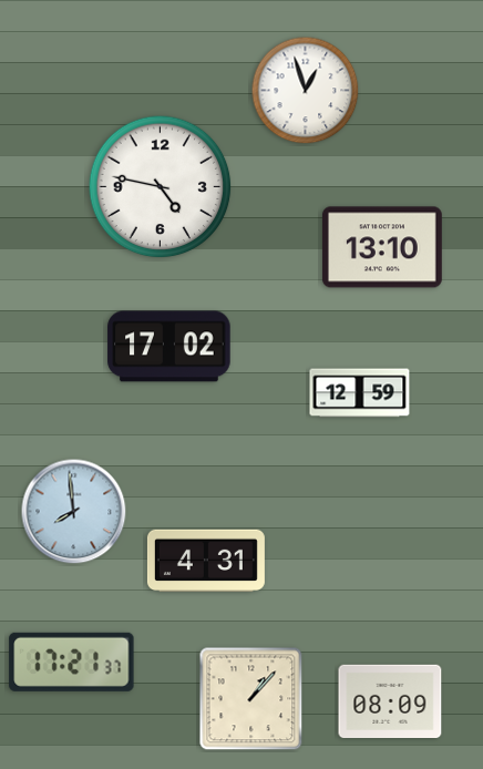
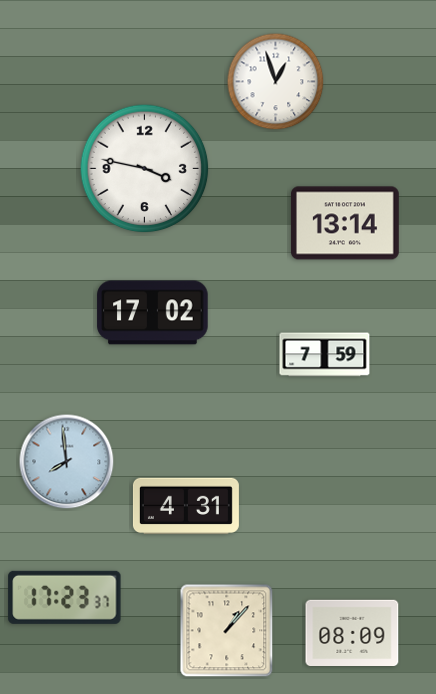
clock at (161, 187): 4:47 -> 3:47
clock at (382, 247): 13:10 -> 13:14
clock at (360, 393): 12:59 -> 7:59
clock at (72, 662): 17:21 -> 17:23
